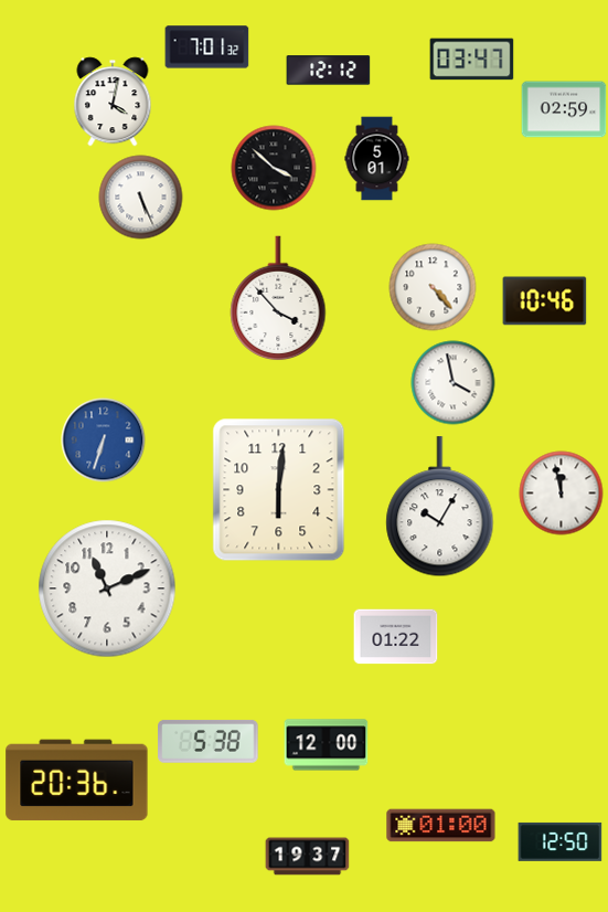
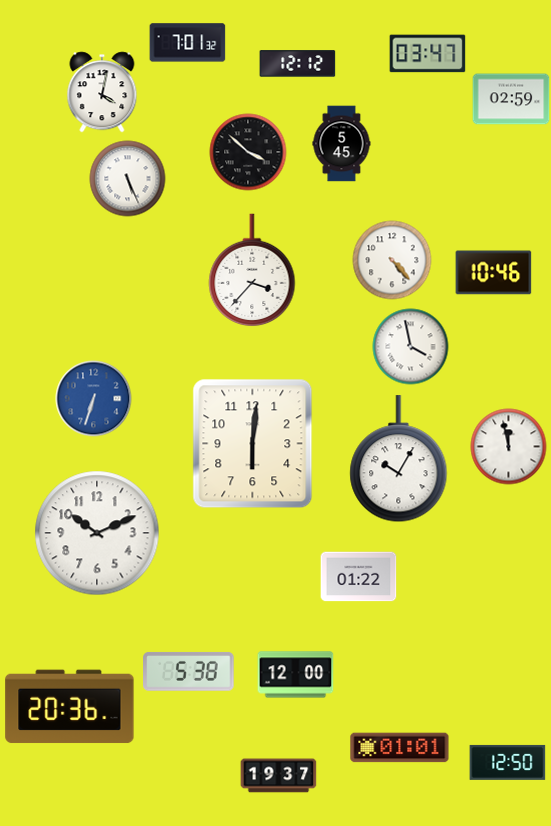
clock at (377, 159): 5:01 -> 5:45
clock at (278, 299): 3:53 -> 3:37
clock at (107, 588): 11:11 -> 10:11
clock at (441, 826): 01:00 -> 01:01
